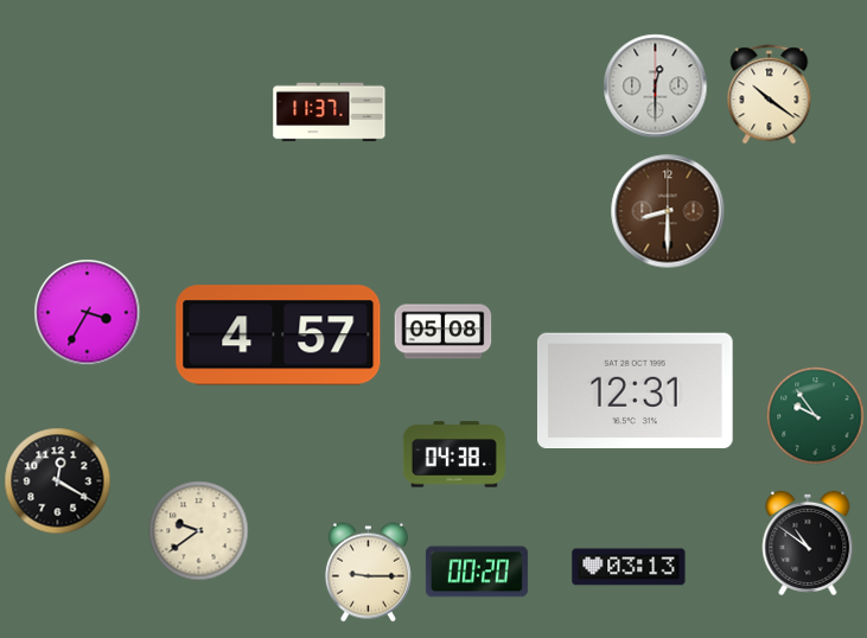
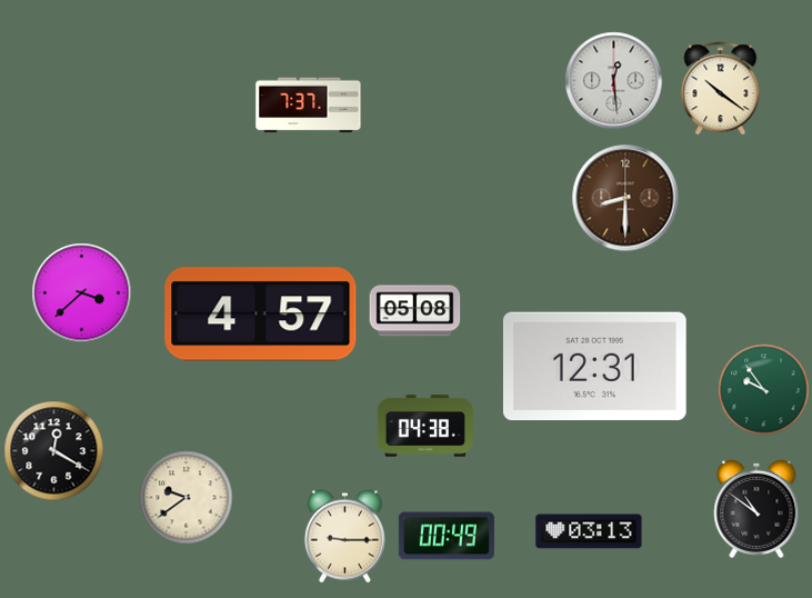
clock at (656, 87): 12:30 -> 12:29
clock at (330, 113): 11:37 -> 7:37
clock at (88, 313): 3:35 -> 3:38
clock at (477, 572): 00:20 -> 00:49
